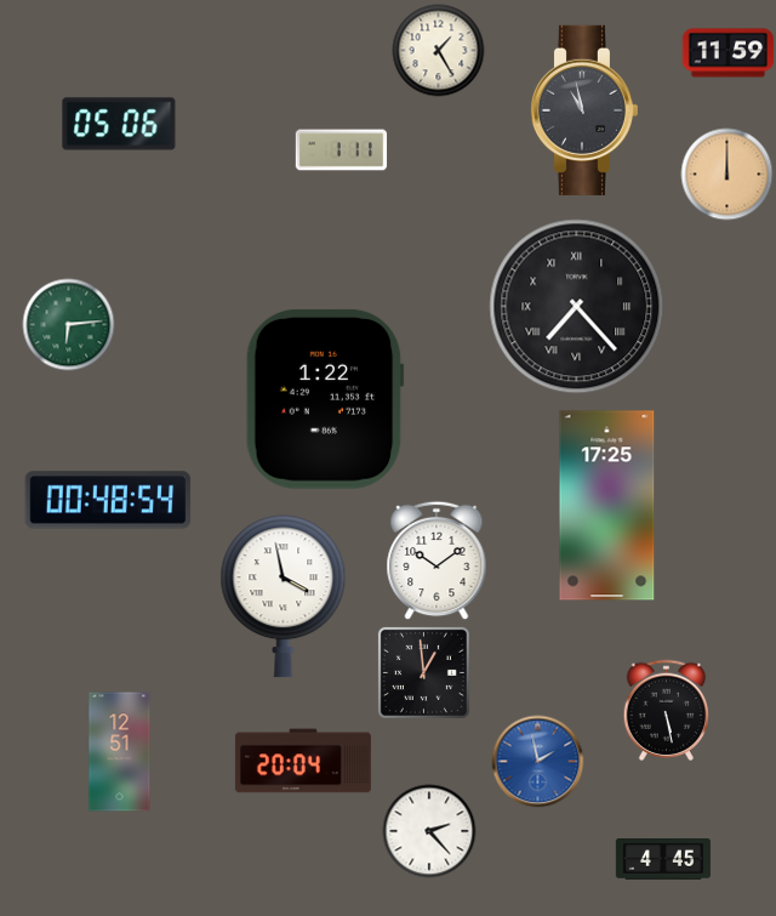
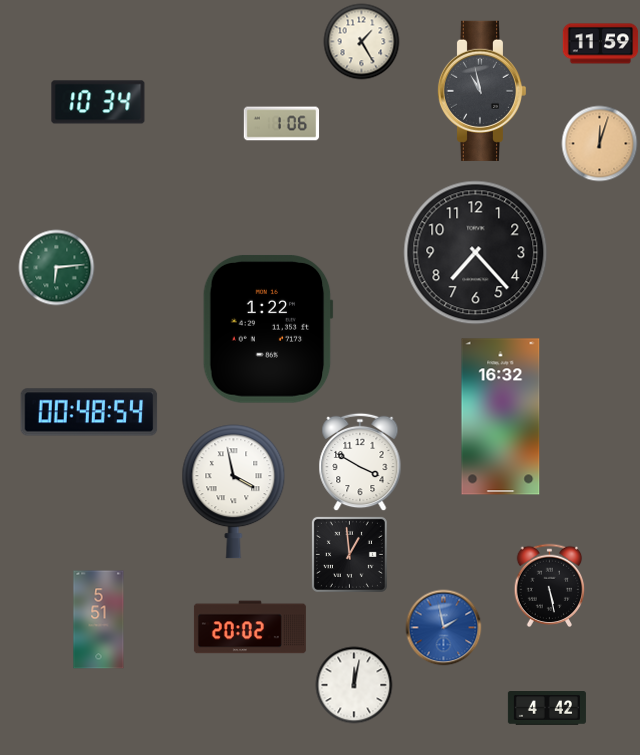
clock at (119, 124): 05:06 -> 10:34
clock at (342, 150): 1:11 -> 1:06
clock at (727, 175): 12:00 -> 12:03
clock at (577, 307) numerals: Roman -> Arabic
clock at (607, 506): 17:25 -> 16:32
clock at (436, 561): 10:09 -> 3:50
clock at (120, 752): 12:51 -> 5:51
clock at (303, 761): 20:04 -> 20:02
clock at (429, 831): 2:23 -> 12:02
clock at (663, 860): 4:45 -> 4:42
